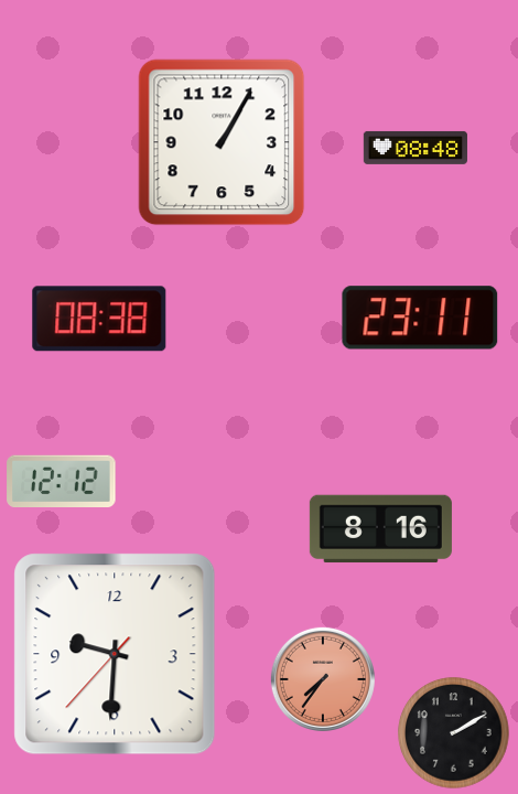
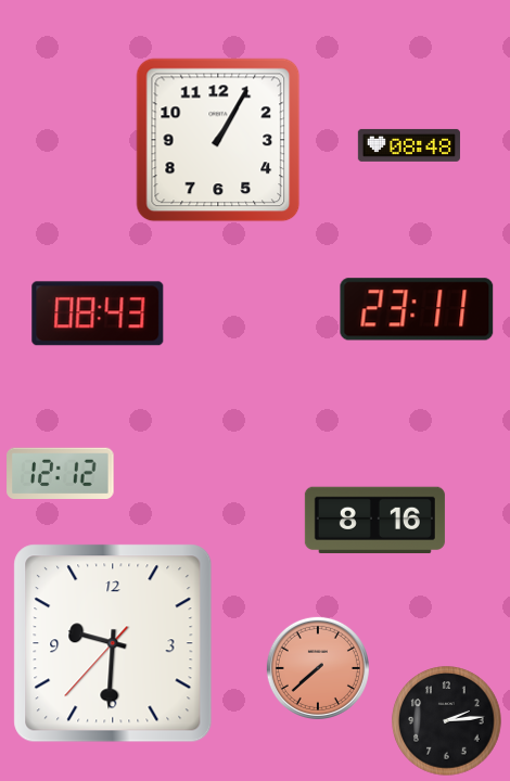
clock at (420, 318) position: (420, 318) -> (417, 309)
clock at (99, 319): 08:38 -> 08:43
clock at (323, 679): 7:36 -> 7:38
clock at (454, 733): 2:10 -> 2:14
